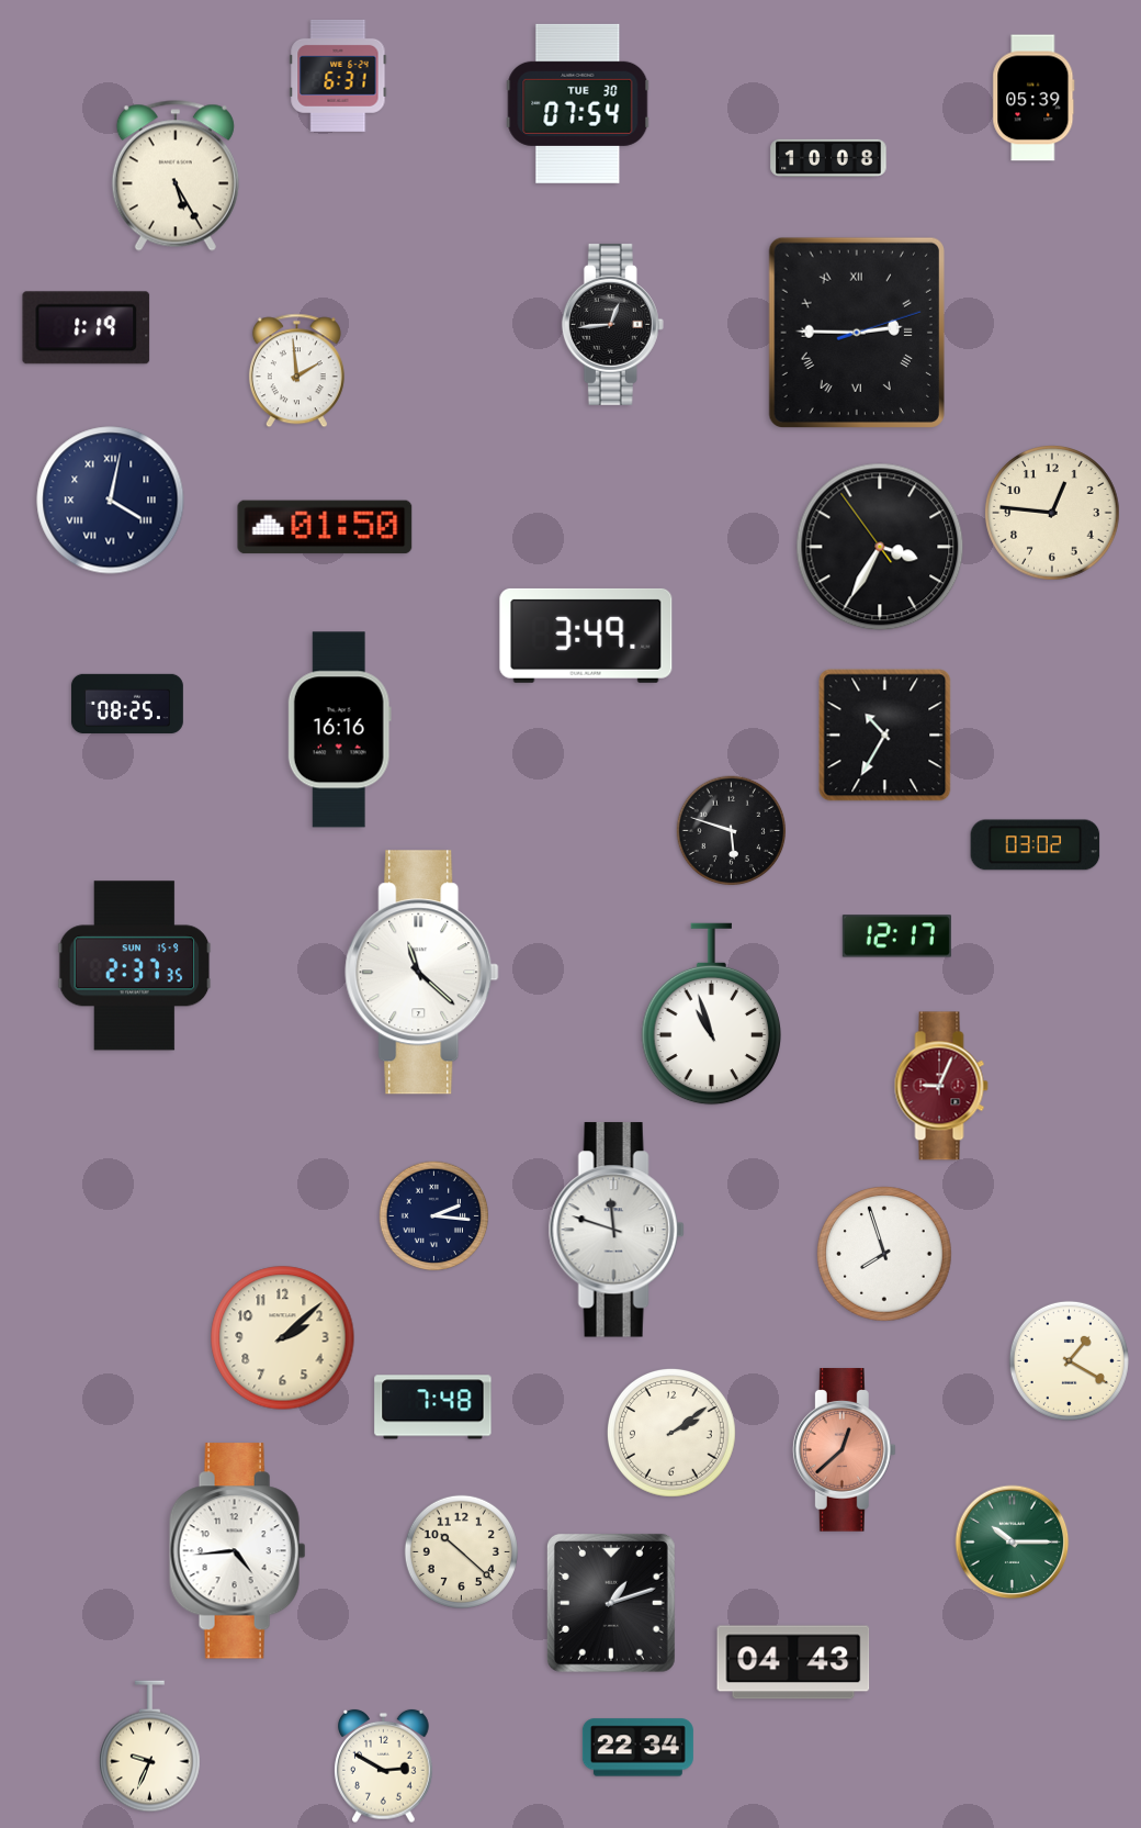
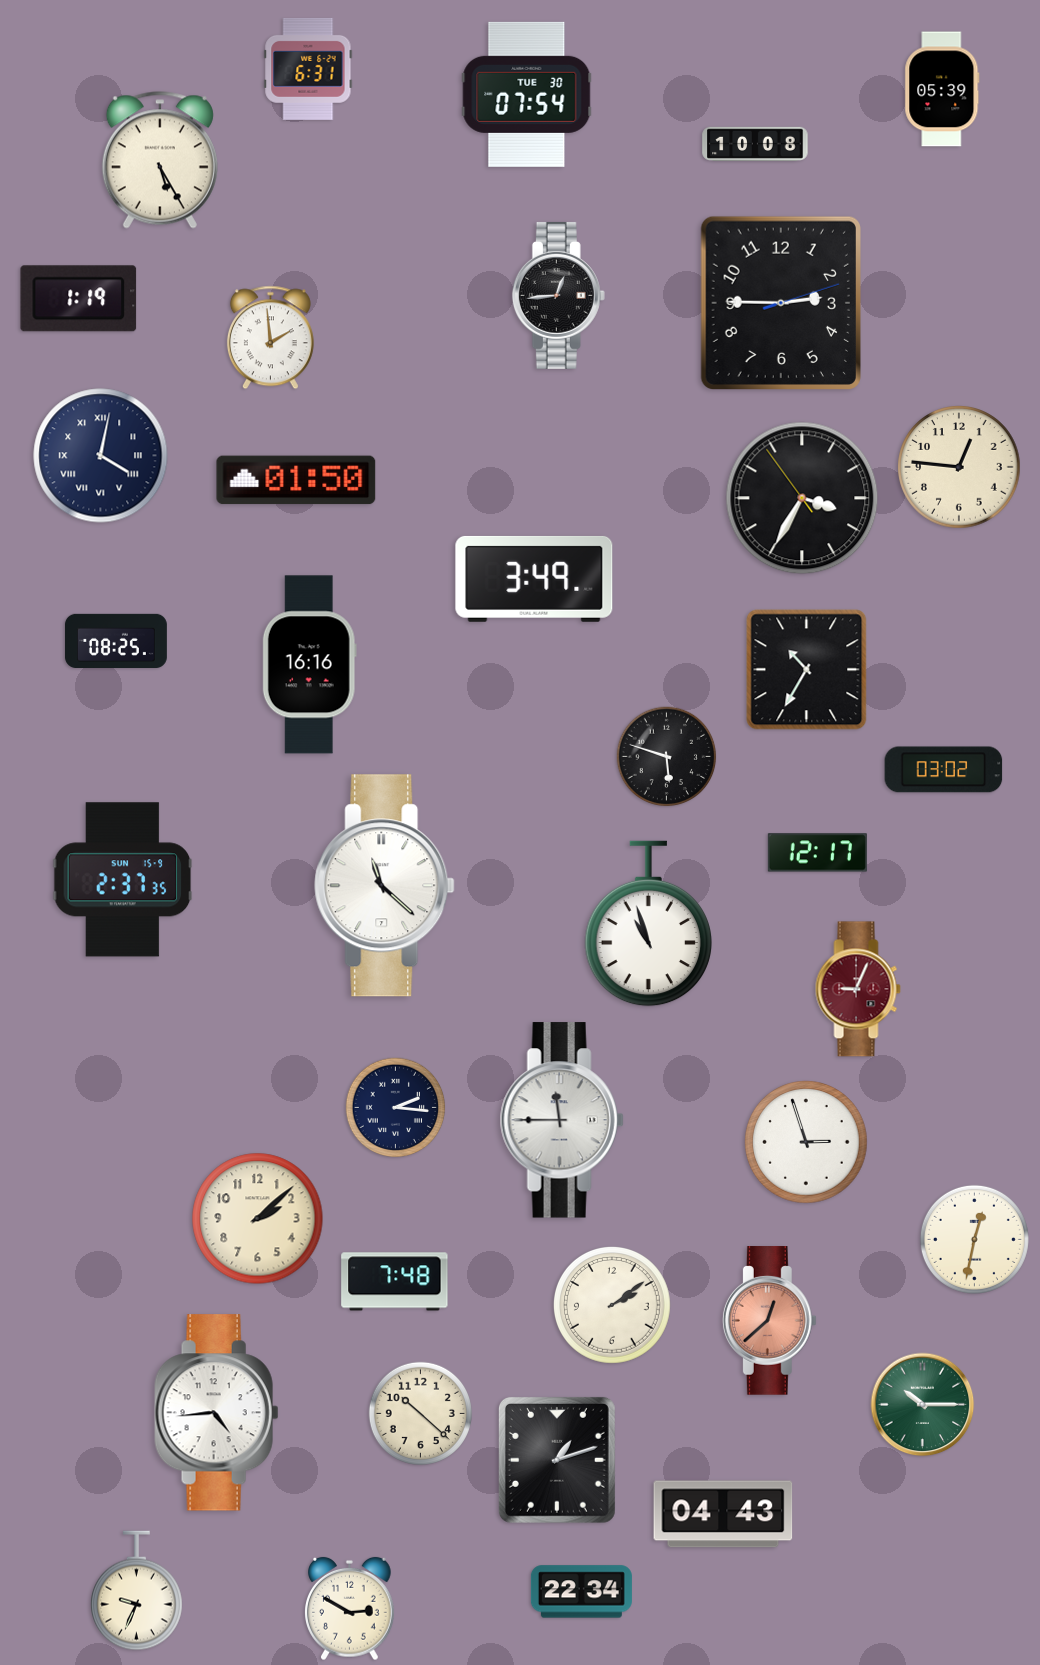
clock at (857, 332) numerals: Roman -> Arabic
clock at (617, 1230): 11:48 -> 11:45
clock at (884, 1254): 7:57 -> 2:57
clock at (1069, 1360): 1:20 -> 12:32
